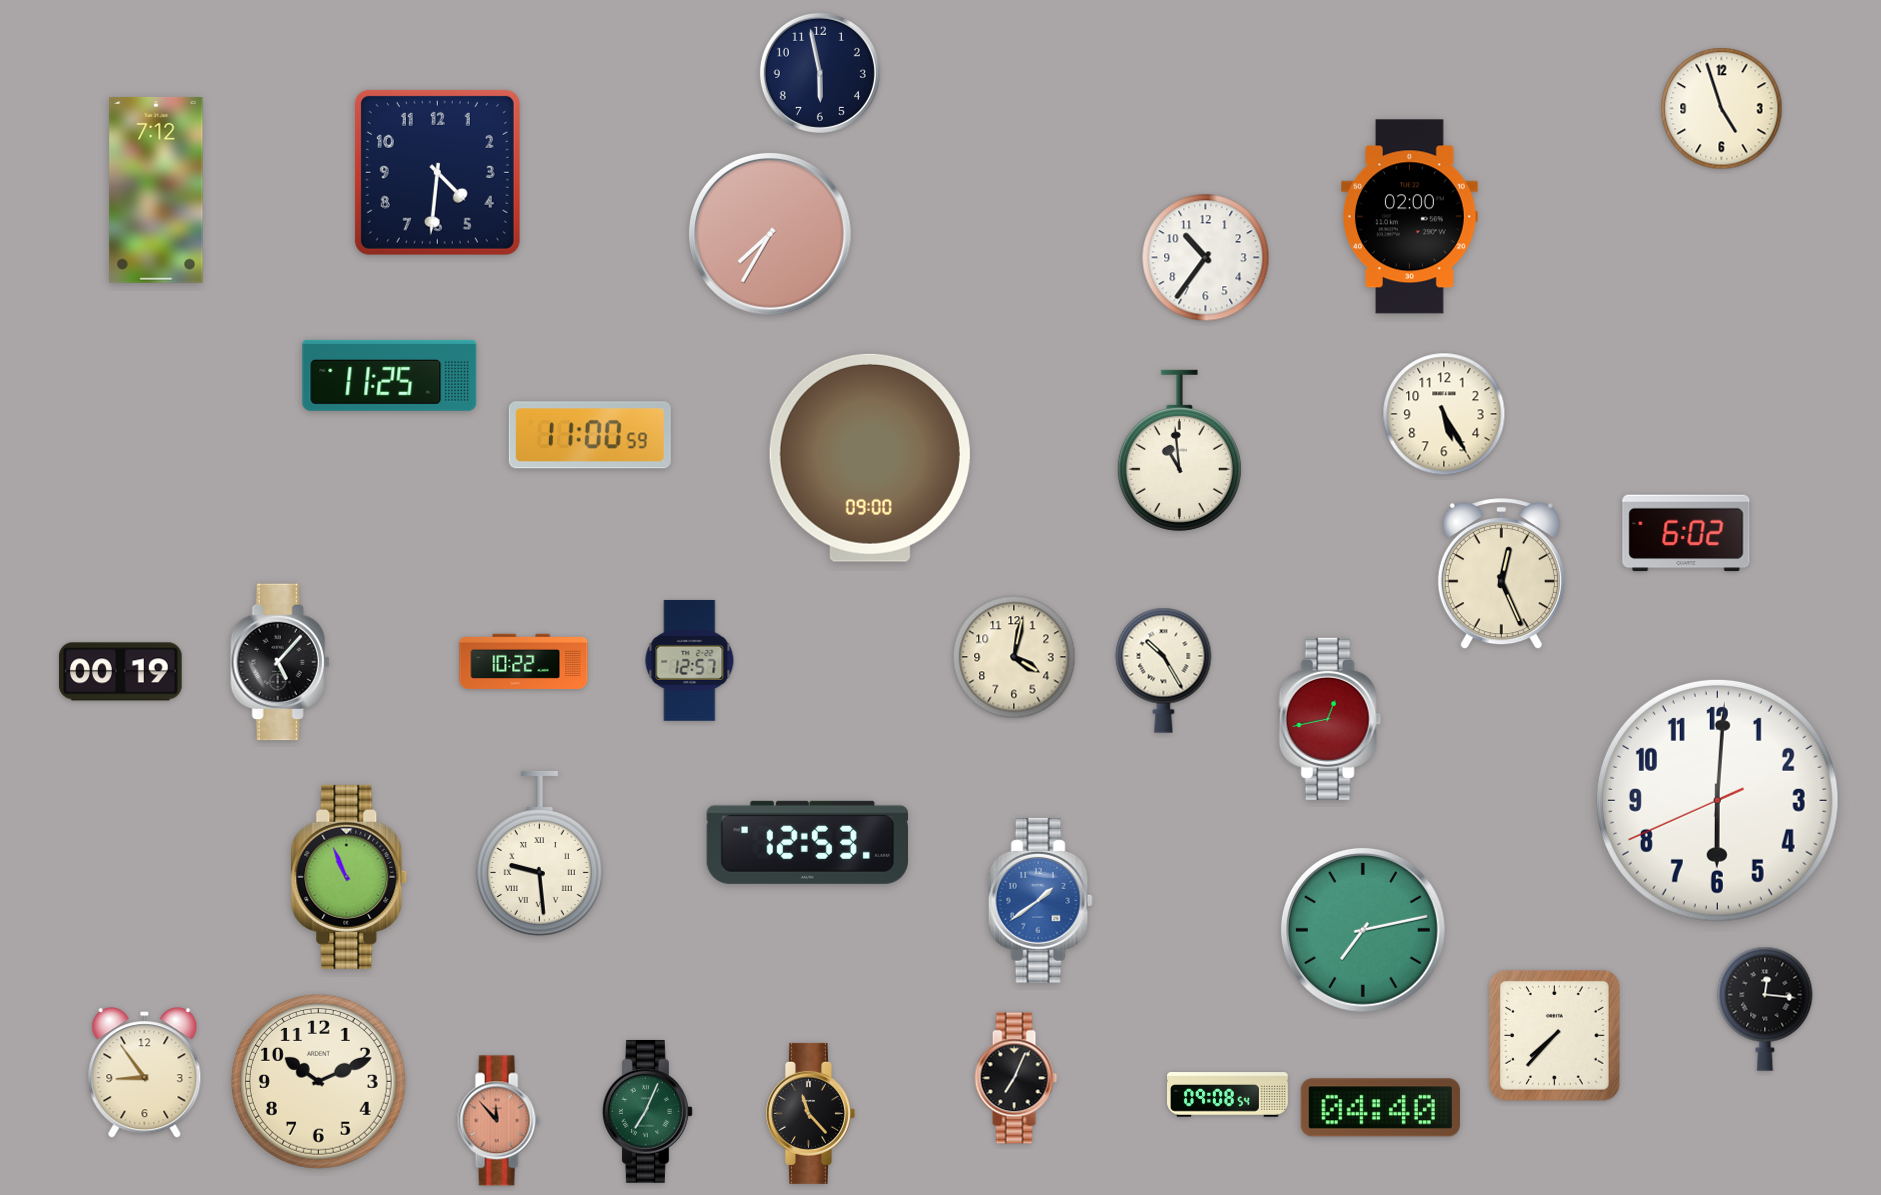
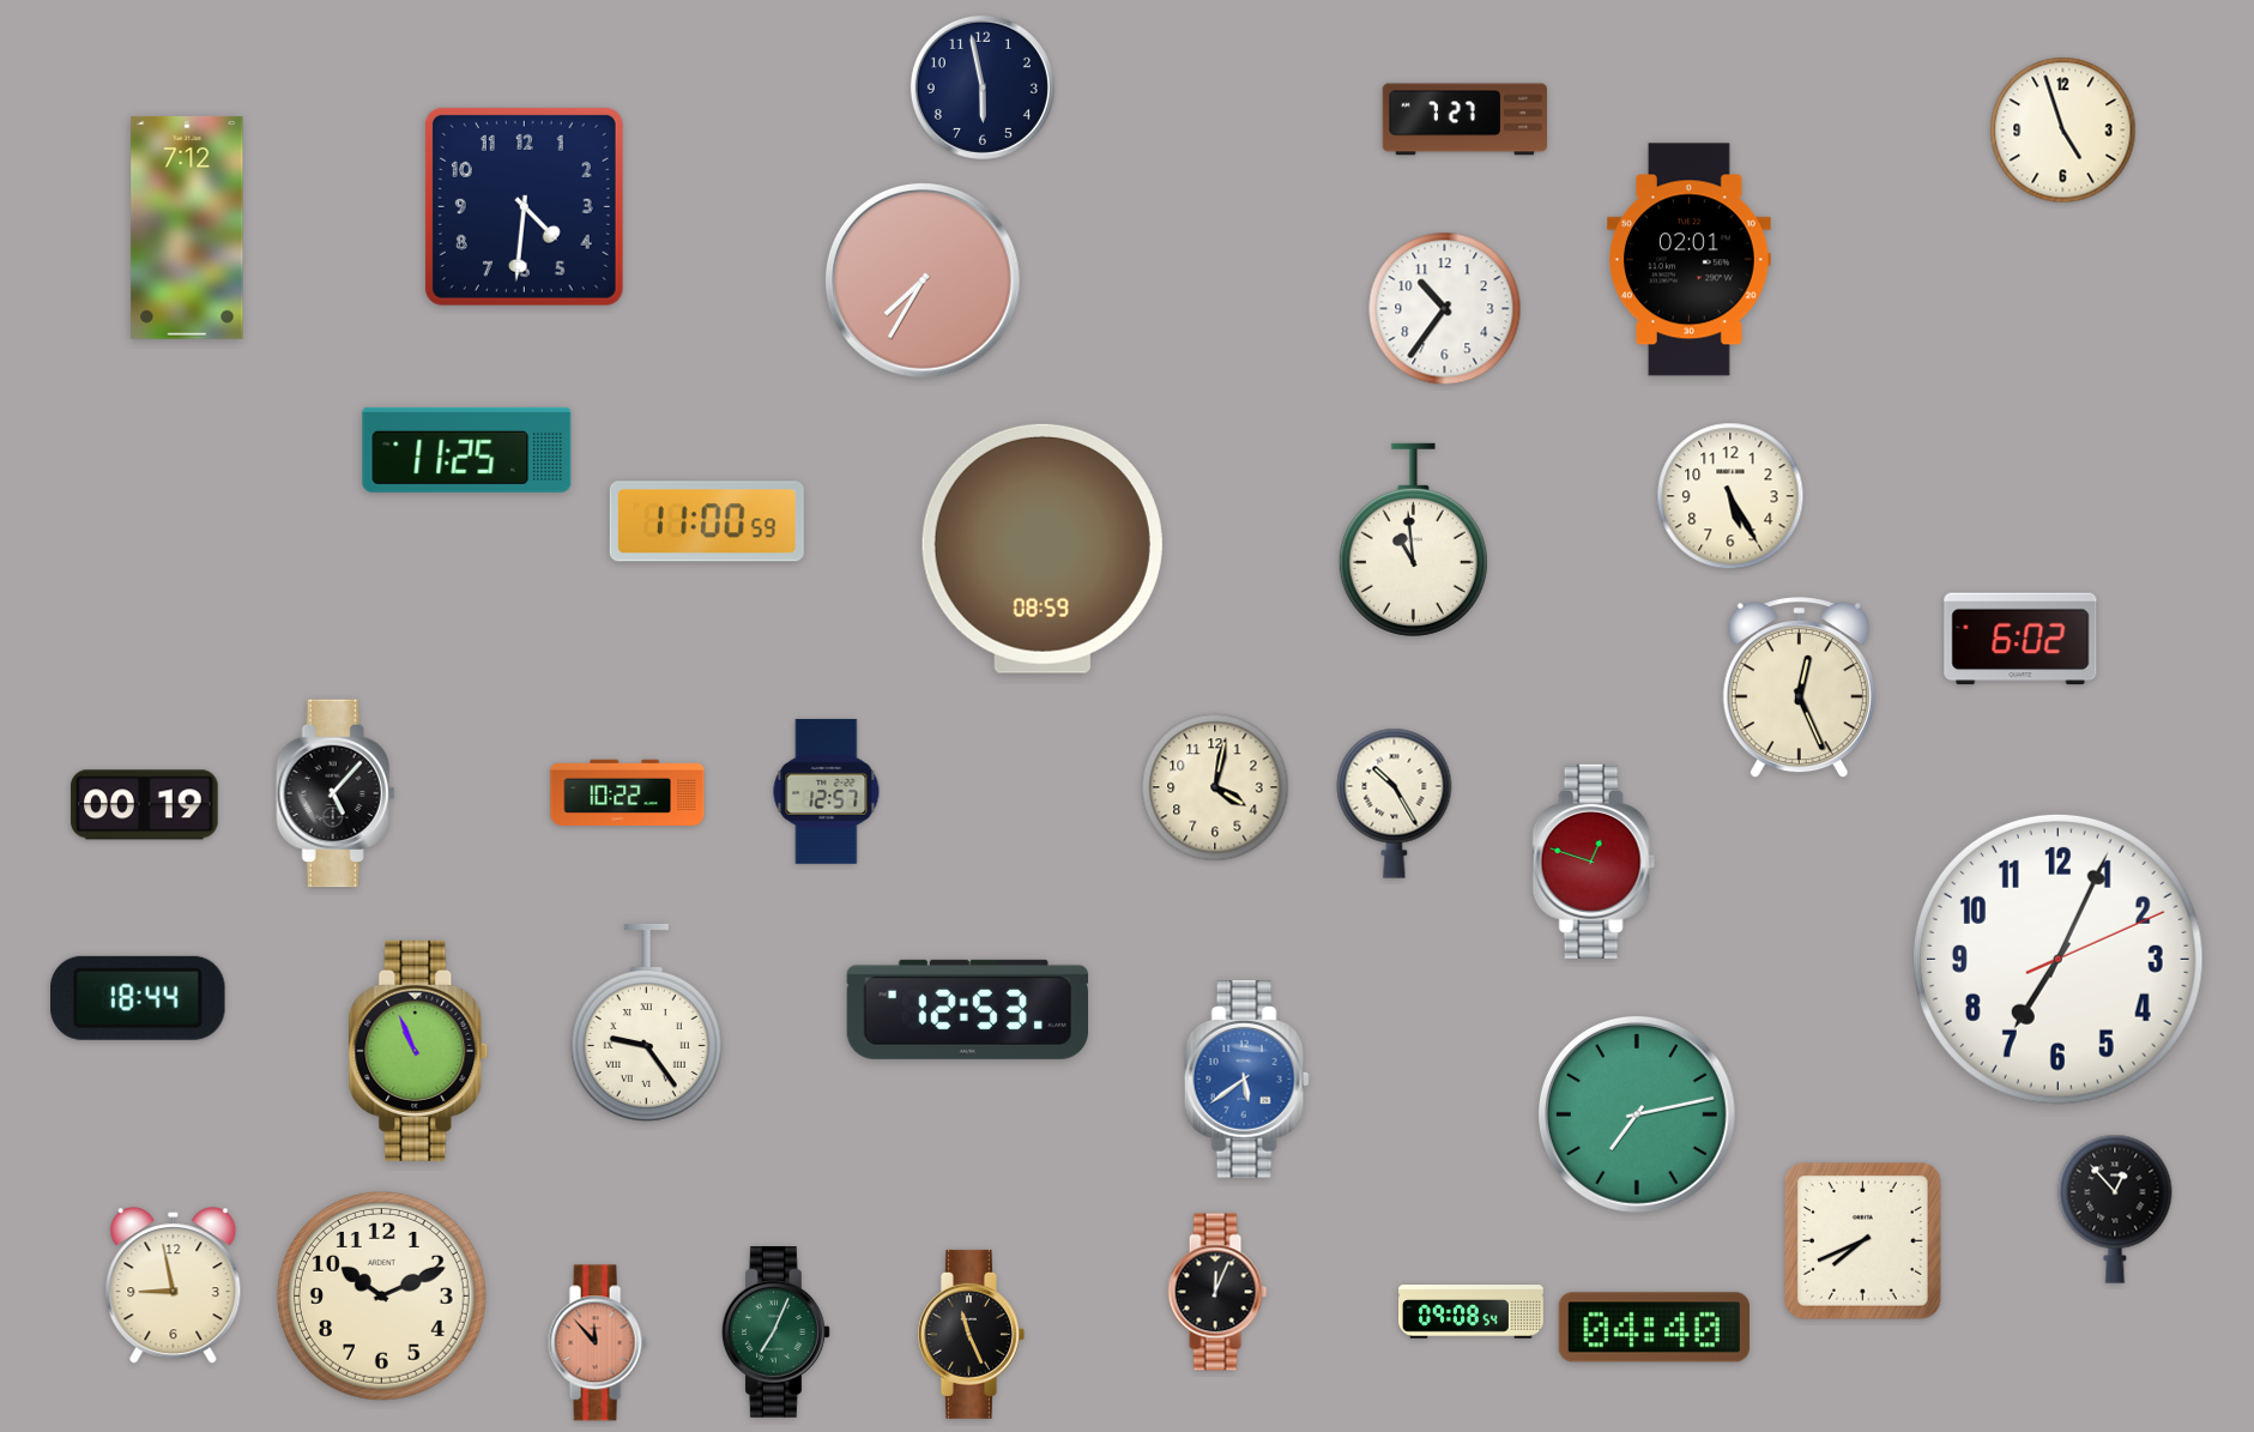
clock at (1466, 120): none -> 7:27
clock at (1410, 217): 02:00 -> 02:01
clock at (870, 458): 09:00 -> 08:59
clock at (1330, 719): 12:43 -> 12:48
clock at (1717, 800): 6:00 -> 7:04
clock at (139, 998): none -> 18:44
clock at (539, 853): 9:29 -> 9:24
clock at (1040, 900): 1:39 -> 5:39
clock at (1363, 930) position: (1363, 930) -> (1637, 1114)
clock at (1765, 1009): 12:16 -> 12:53
clock at (1555, 1036): 7:37 -> 7:41
clock at (145, 1073): 8:54 -> 8:58
clock at (1016, 1078): 7:04 -> 12:04
clock at (810, 1113): 11:23 -> 11:26
